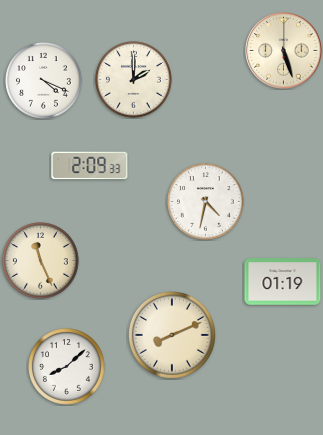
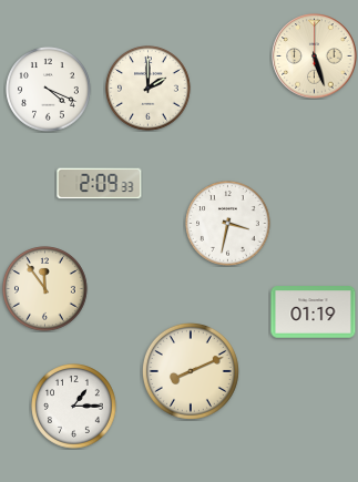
clock at (206, 202): 4:32 -> 3:32
clock at (41, 261): 11:26 -> 11:54
clock at (67, 367): 8:08 -> 1:15
